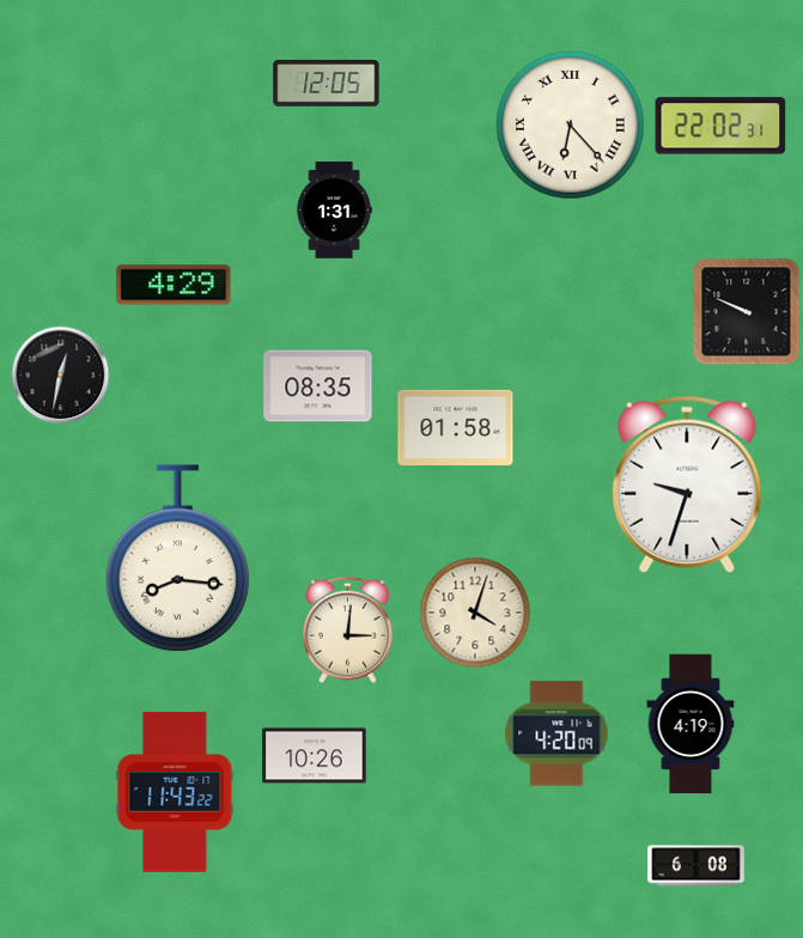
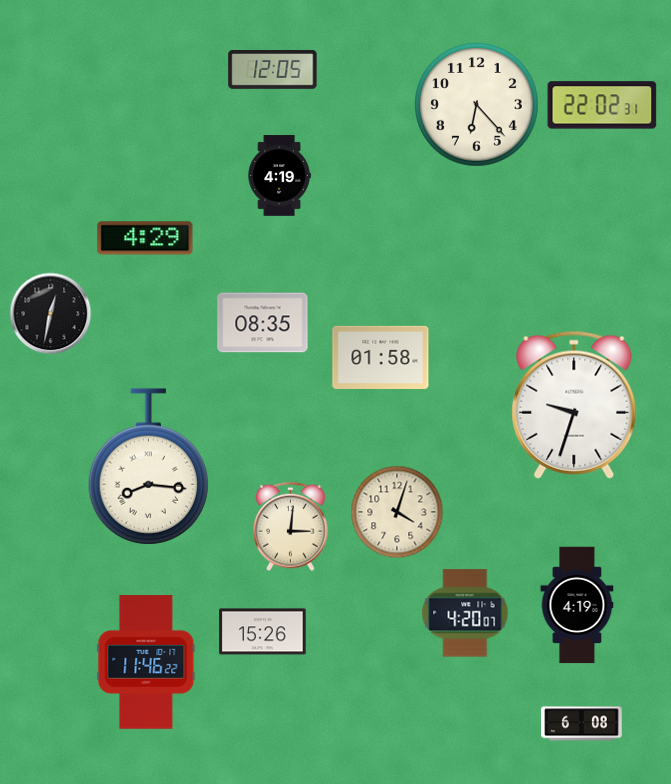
clock at (571, 126) numerals: Roman -> Arabic
clock at (334, 211): 1:31 -> 4:19
clock at (746, 311): 9:49 -> none
clock at (318, 386) position: (318, 386) -> (263, 323)
clock at (556, 733): 4:20:09 -> 4:20:07
clock at (315, 756): 10:26 -> 15:26
clock at (175, 792): 11:43 -> 11:46
